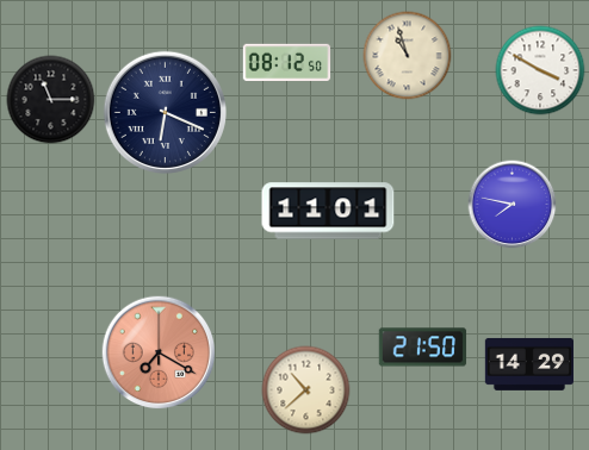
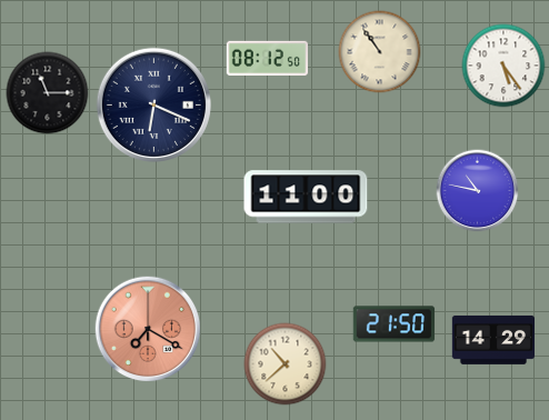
clock at (408, 56): 10:57 -> 10:54
clock at (540, 70): 3:50 -> 5:24
clock at (513, 205): 7:47 -> 10:47
clock at (328, 211): 11:01 -> 11:00
